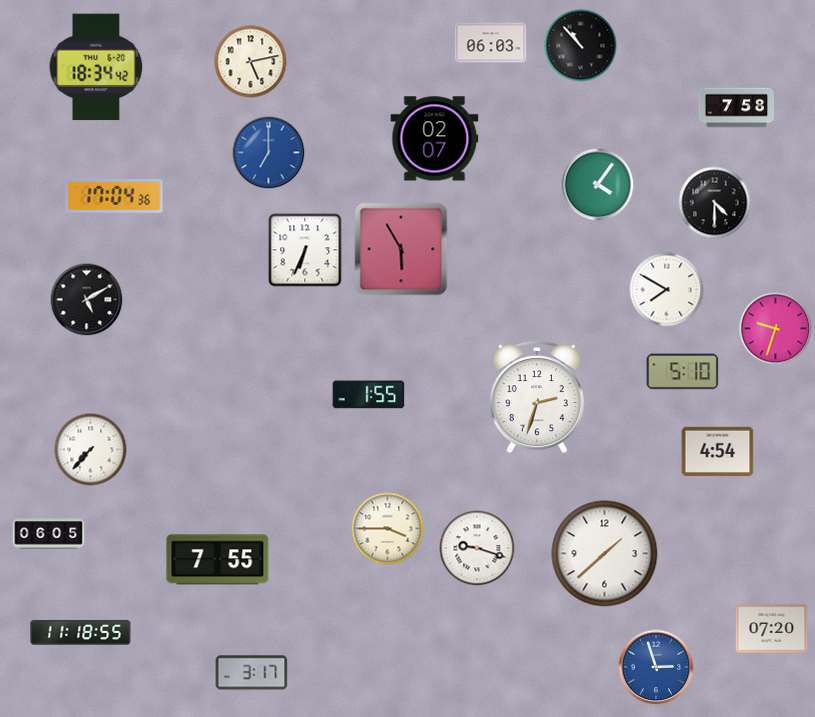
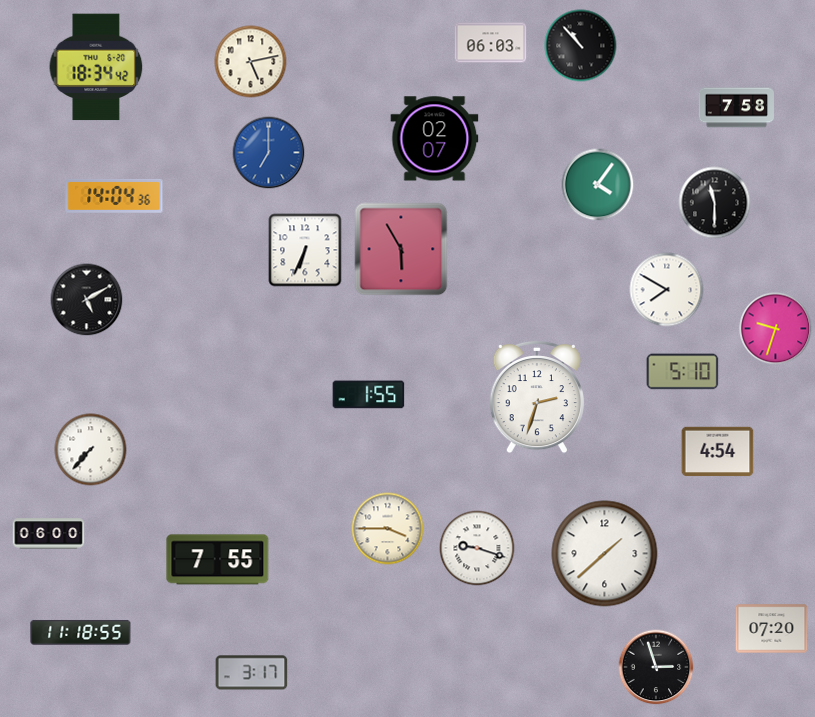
clock at (114, 197): 17:04 -> 14:04
clock at (715, 203): 4:30 -> 11:30
clock at (49, 534): 06:05 -> 06:00
clock at (656, 667) dial: blue -> black
